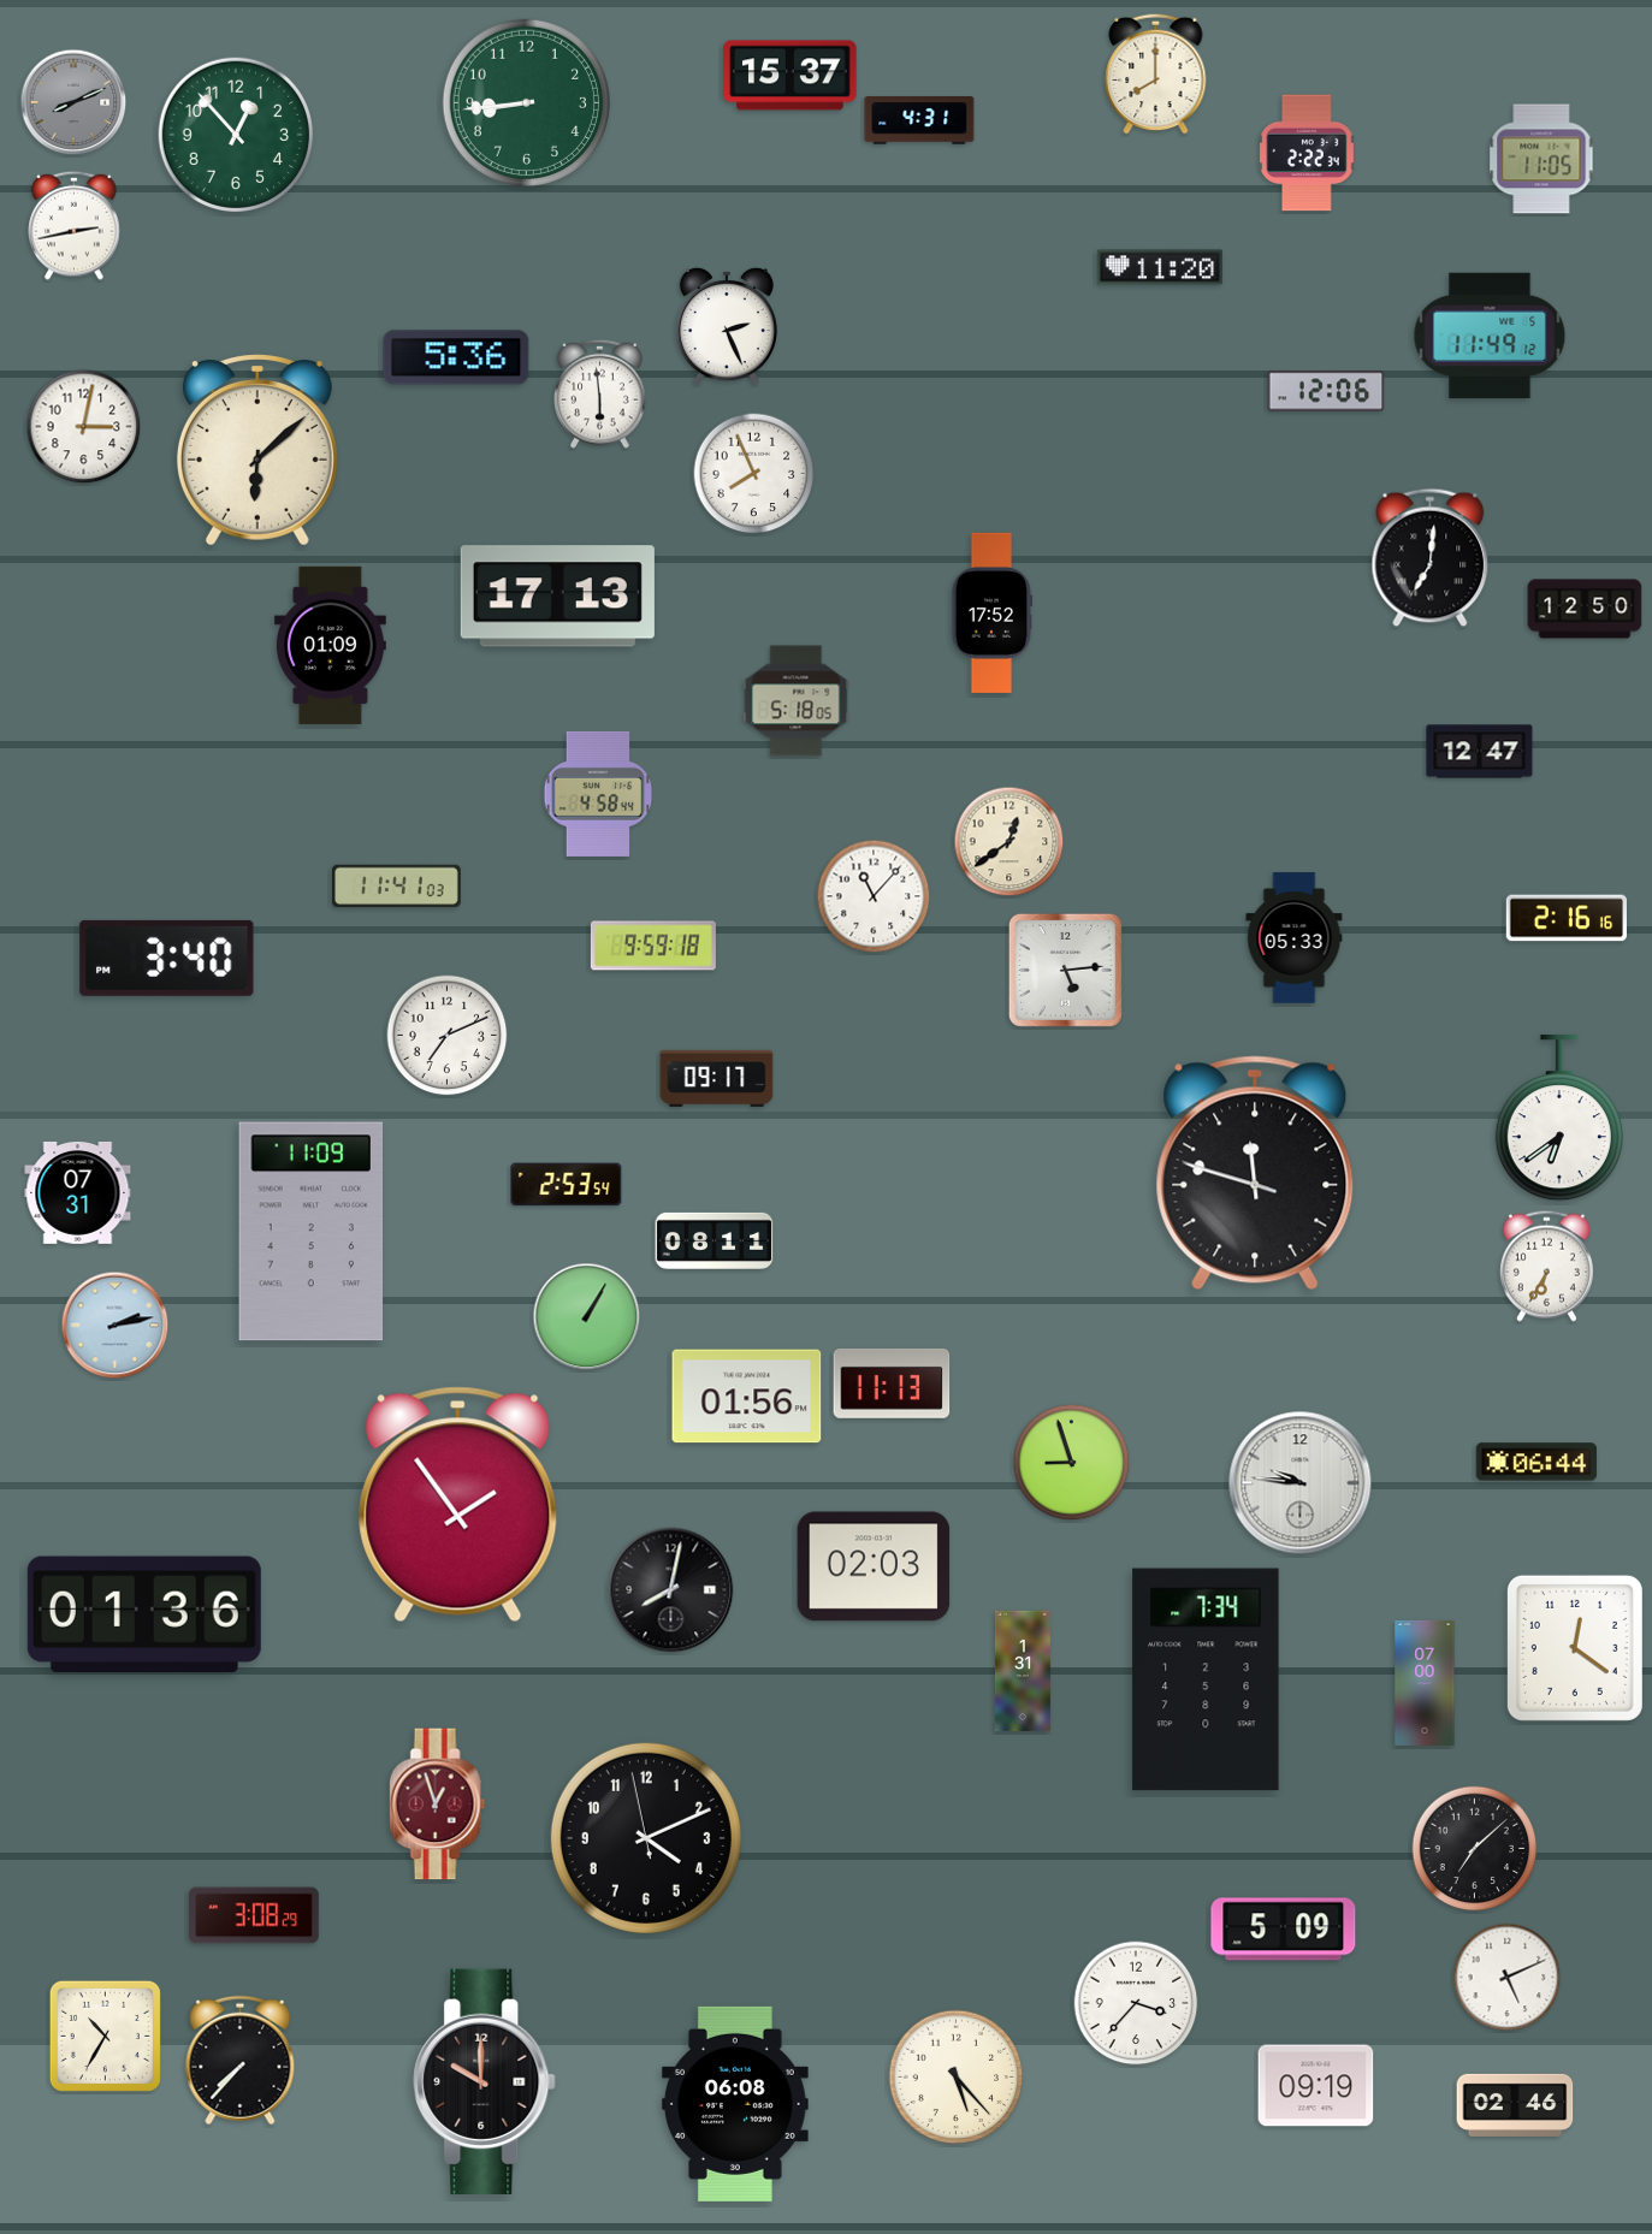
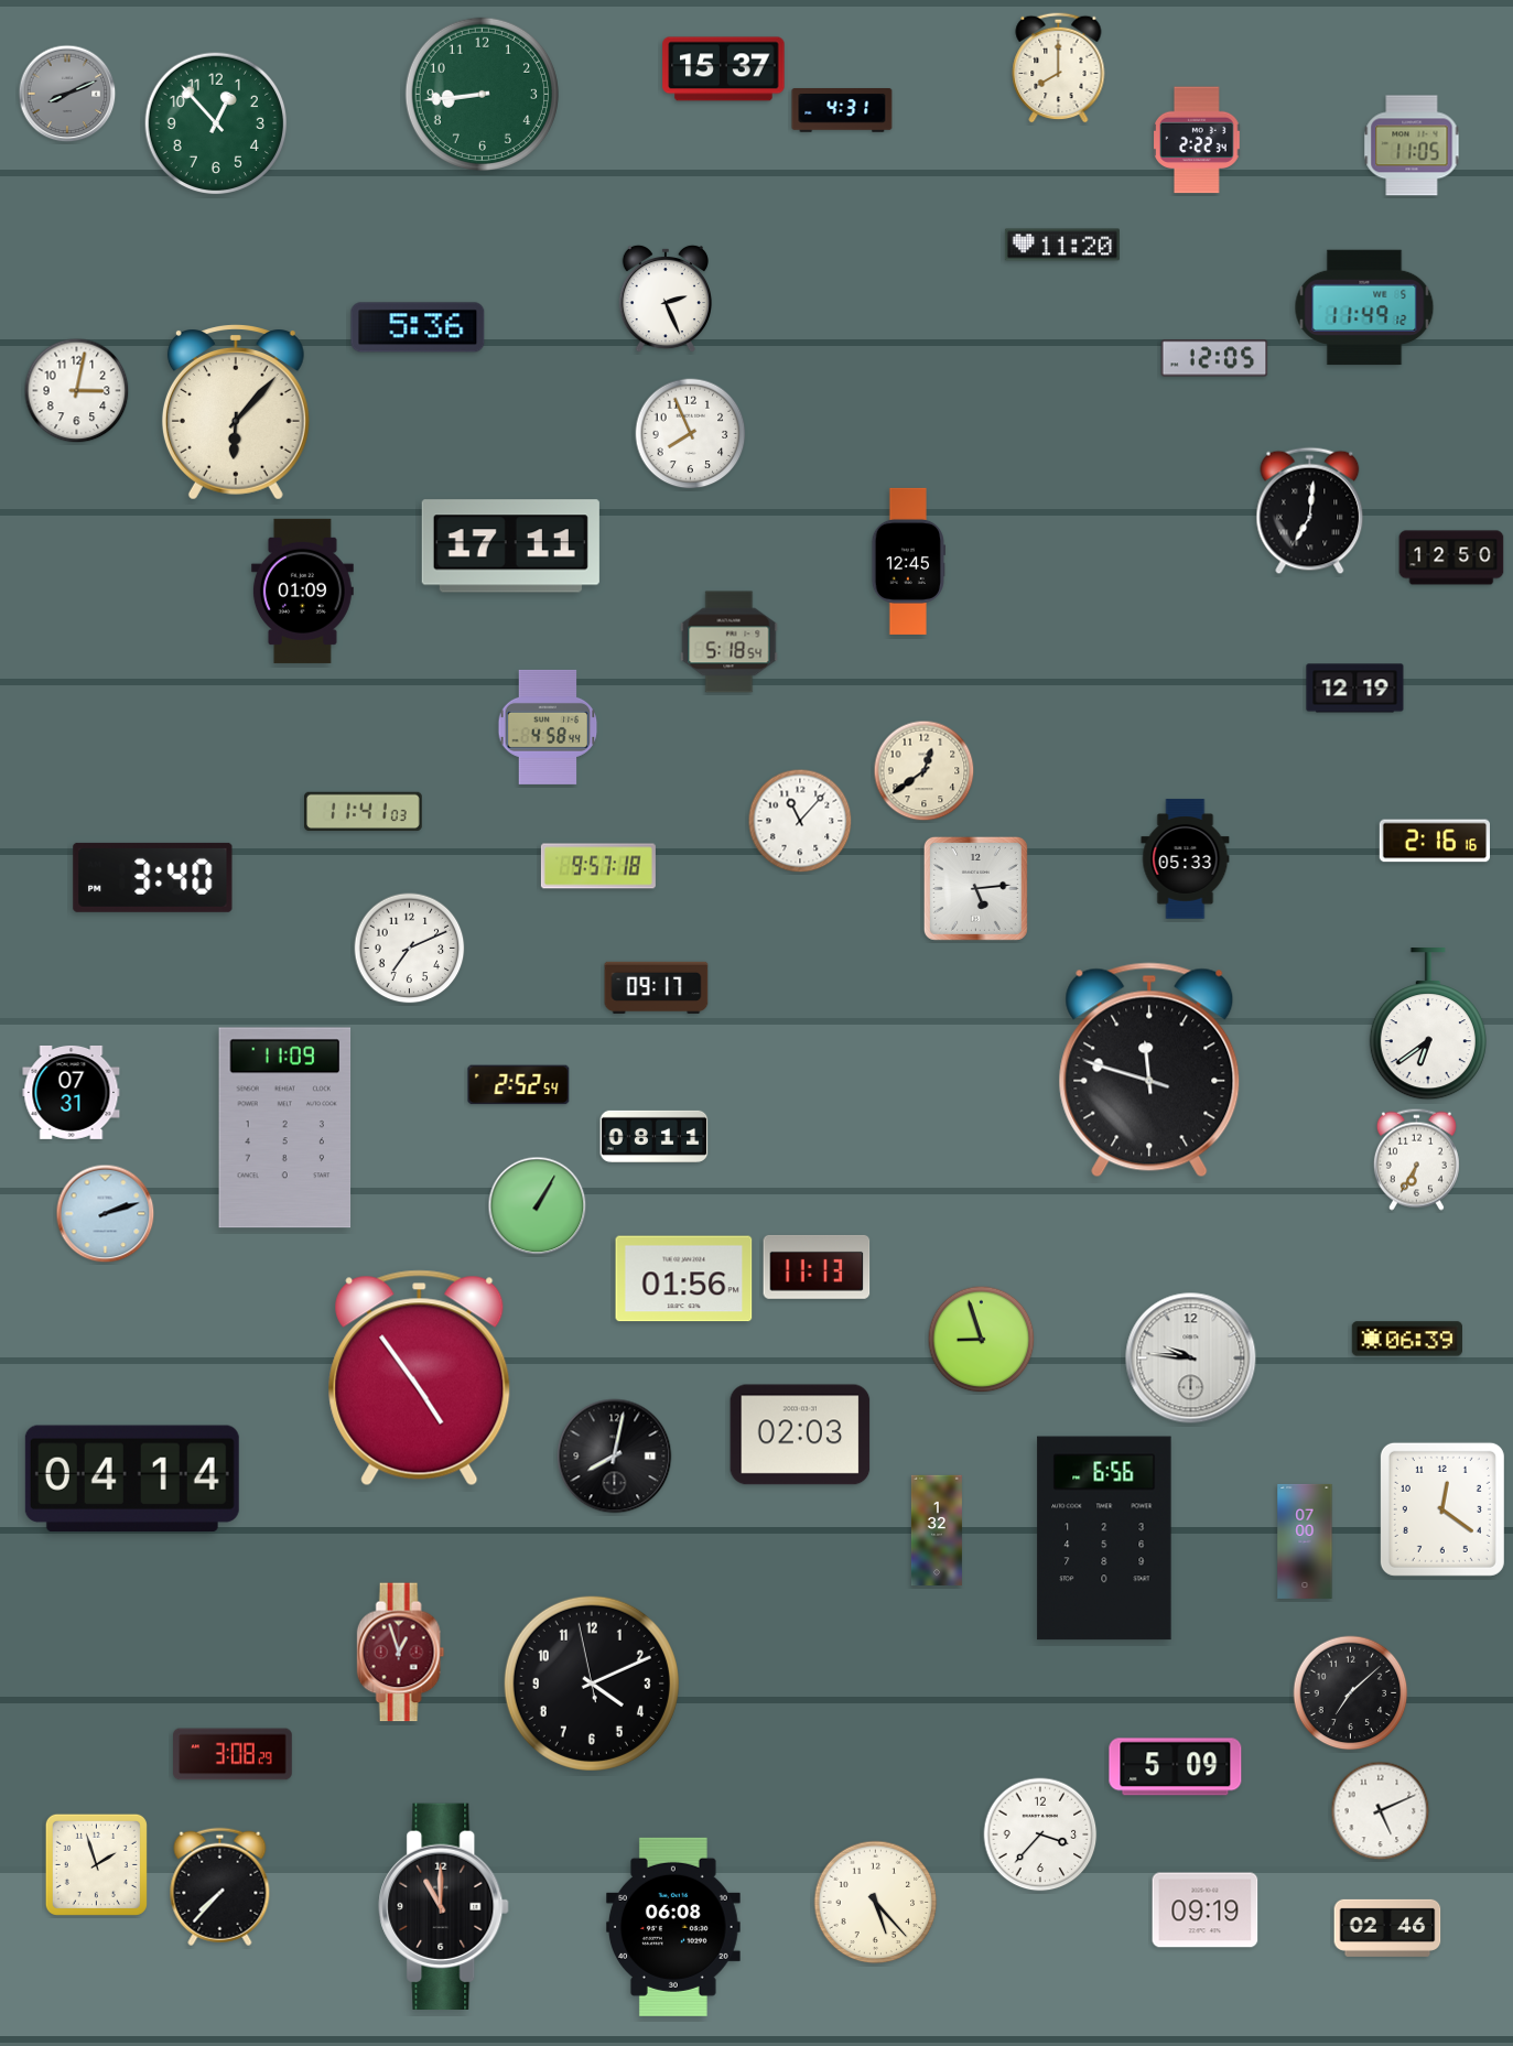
clock at (75, 225): 2:43 -> none
clock at (1326, 391): 12:06 -> 12:05
clock at (600, 393): 5:59 -> none
clock at (257, 451): 6:08 -> 6:07
clock at (557, 597): 17:13 -> 17:11
clock at (993, 612): 17:52 -> 12:45
clock at (797, 701): 5:18:05 -> 5:18:54
clock at (1480, 752): 12:47 -> 12:19
clock at (653, 946): 9:59 -> 9:57
clock at (1255, 1173) position: (1255, 1173) -> (1149, 1070)
clock at (567, 1185): 2:53 -> 2:52
clock at (116, 1326): 2:13 -> 2:12
clock at (1535, 1462): 06:44 -> 06:39
clock at (458, 1505): 1:54 -> 4:54
clock at (144, 1614): 01:36 -> 04:14
clock at (1023, 1671): 1:31 -> 1:32
clock at (1206, 1679): 7:34 -> 6:56
clock at (105, 2036): 10:35 -> 1:57
clock at (485, 2081): 10:00 -> 11:00
